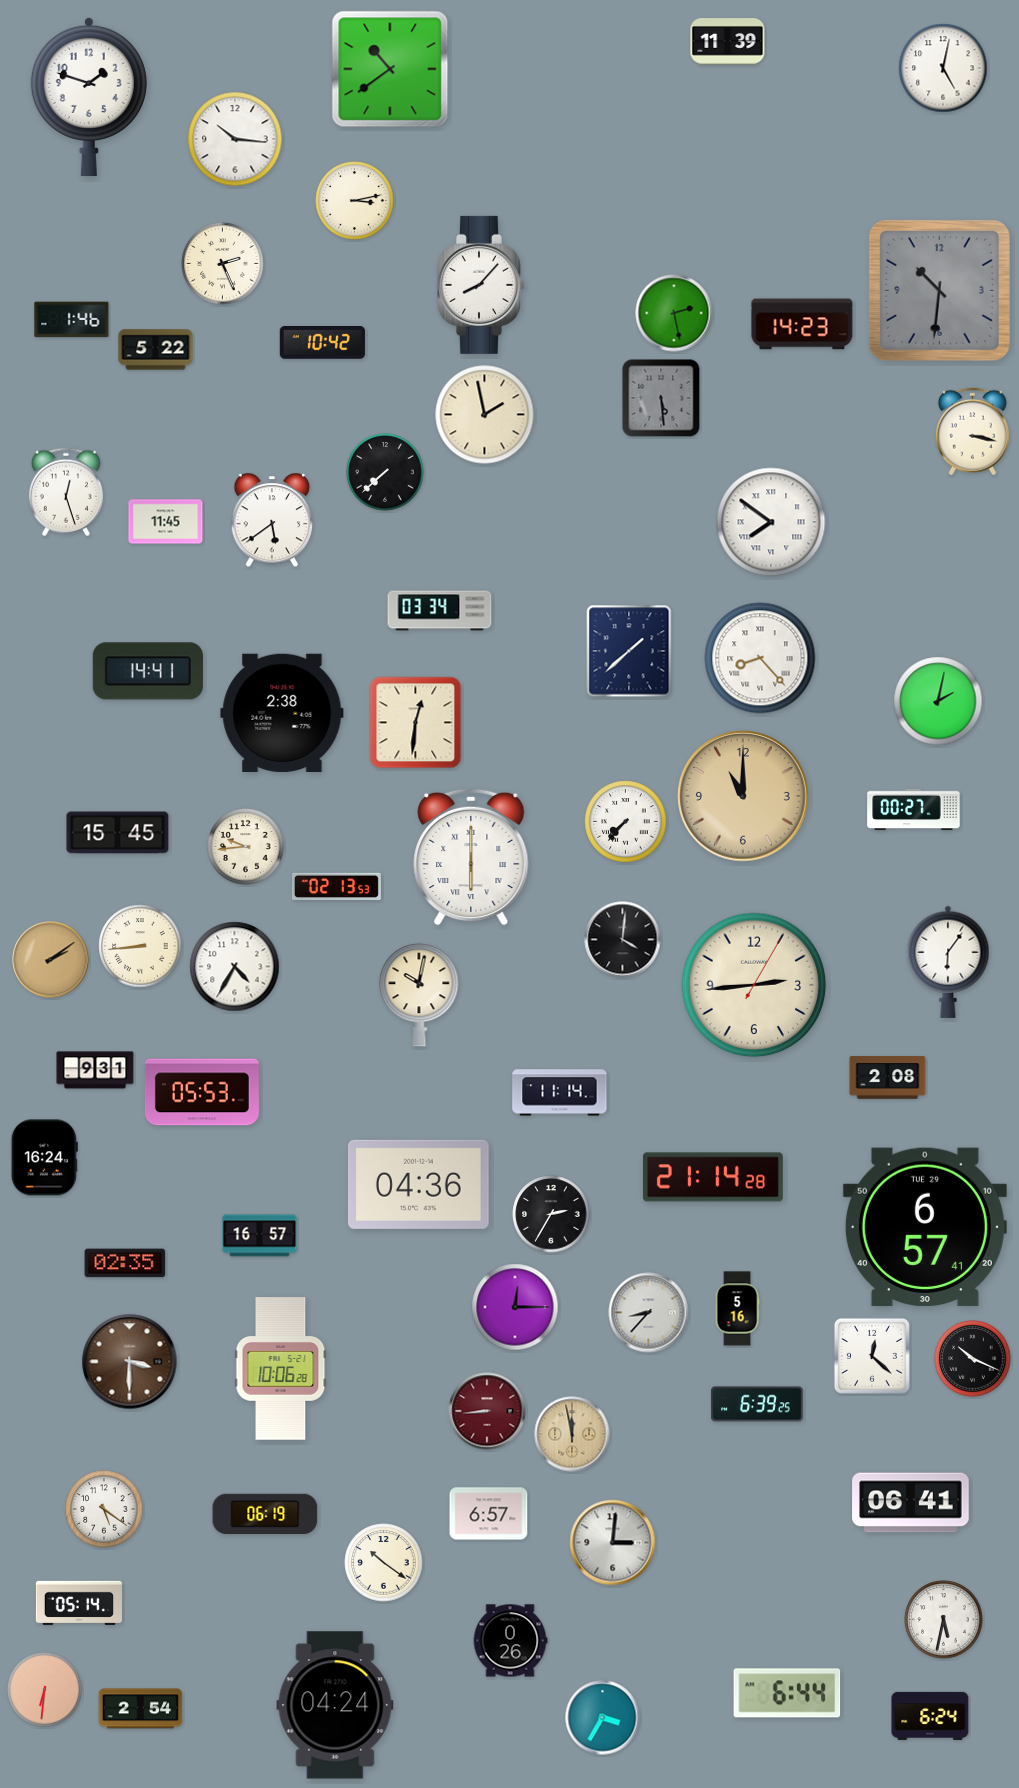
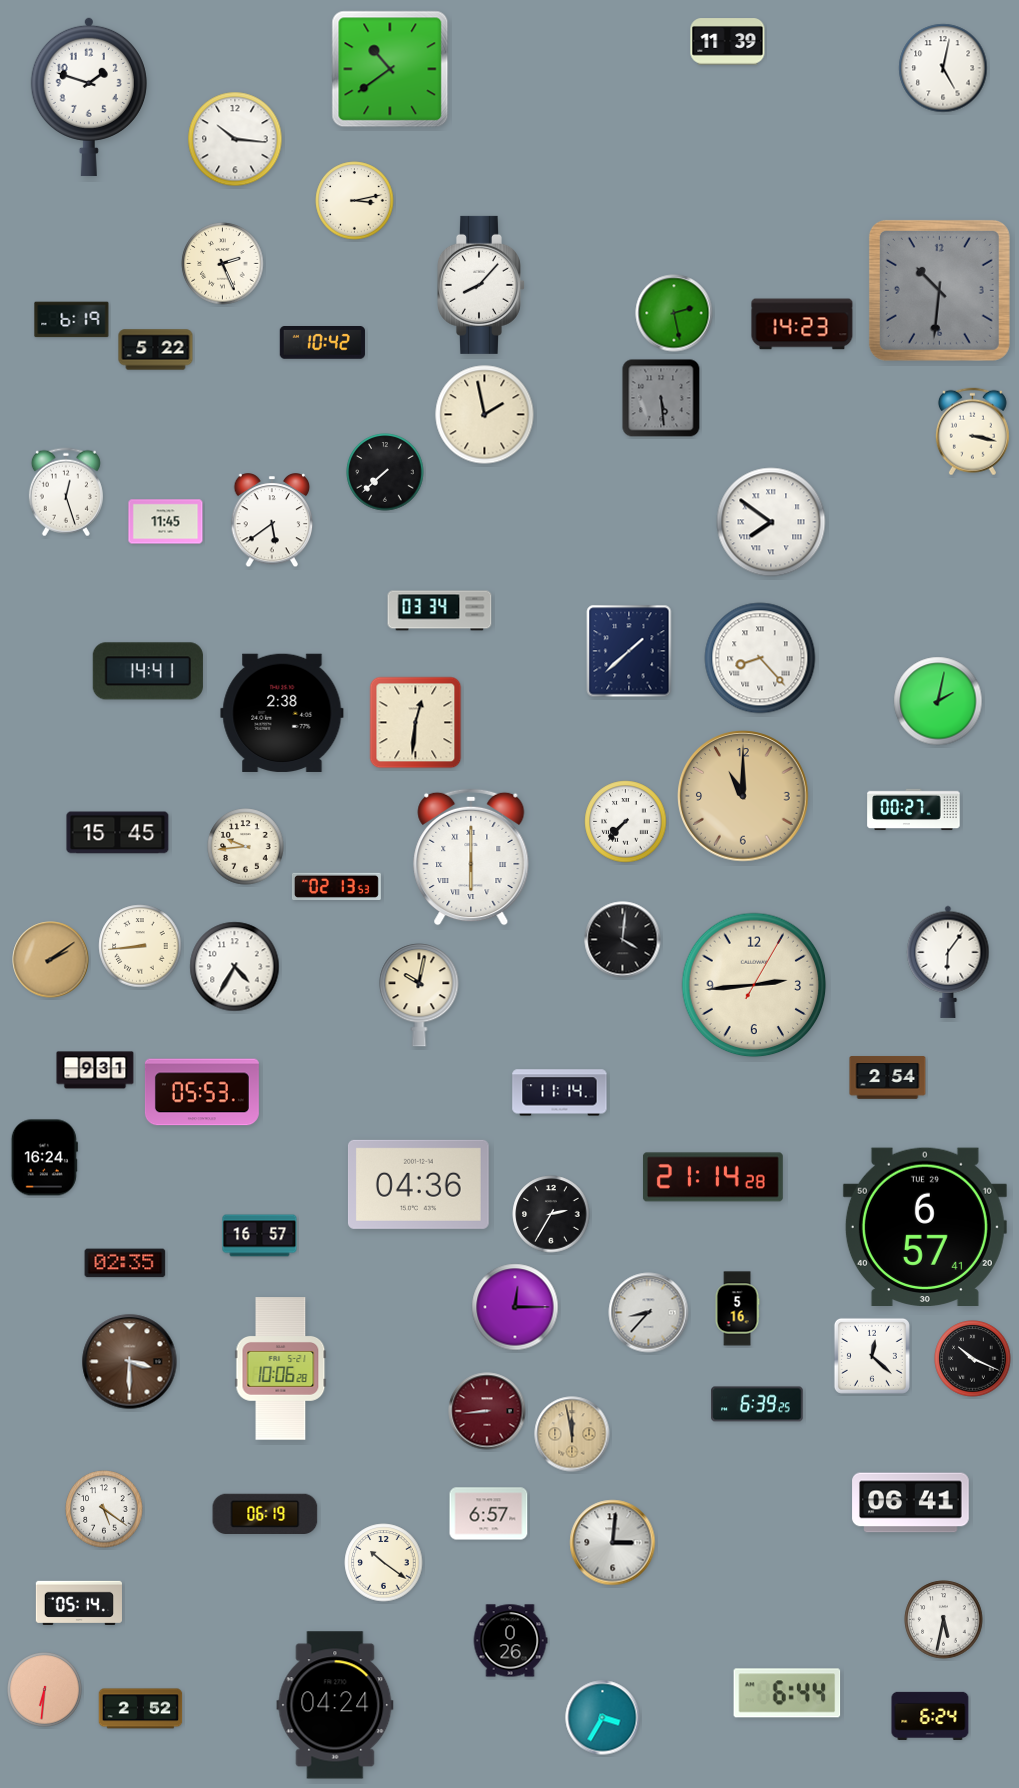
clock at (72, 320): 1:46 -> 6:19
clock at (888, 1078): 2:08 -> 2:54
clock at (141, 1709): 2:54 -> 2:52
